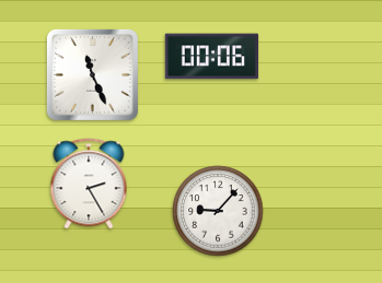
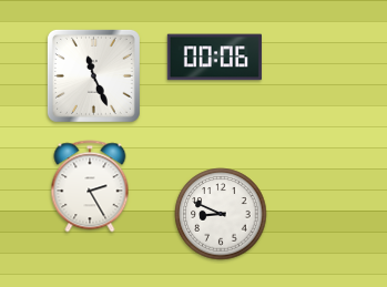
clock at (218, 211): 9:07 -> 8:49
